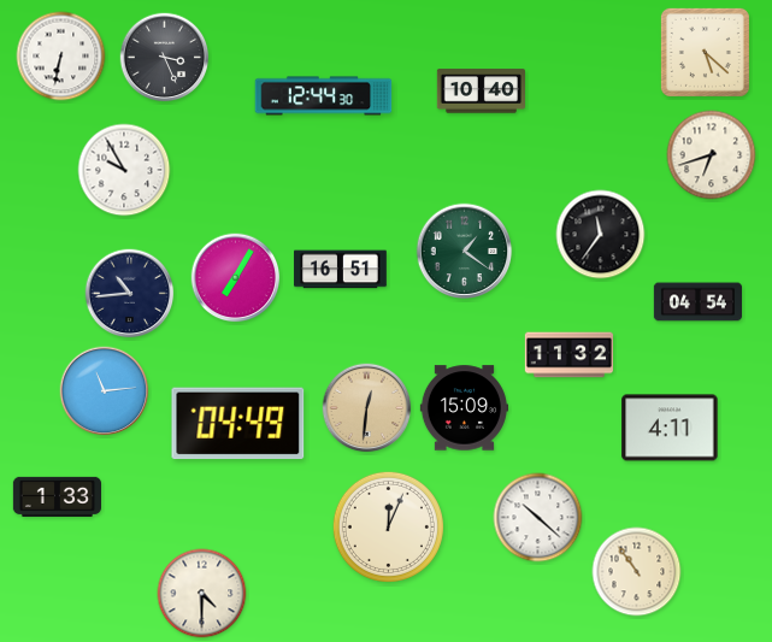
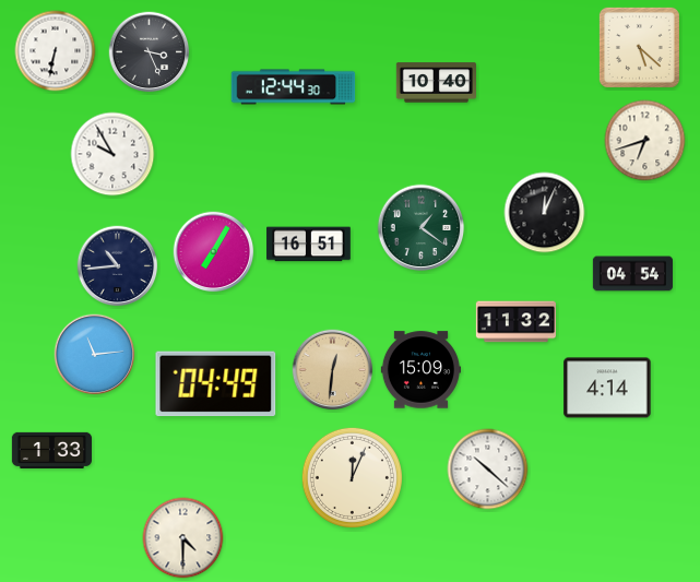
clock at (601, 235): 11:36 -> 12:04
clock at (670, 428): 4:11 -> 4:14
clock at (637, 572): 10:54 -> none
